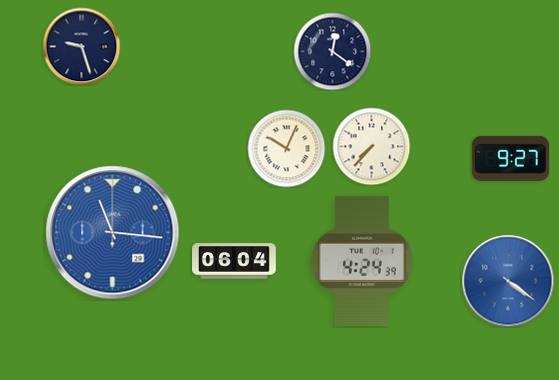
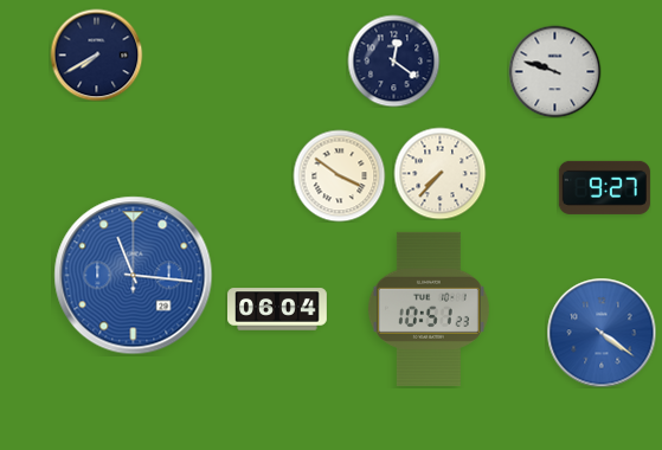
clock at (81, 46): 9:27 -> 7:40
clock at (554, 71): none -> 9:48
clock at (286, 148): 10:04 -> 3:51
clock at (362, 261): 4:24 -> 10:51
